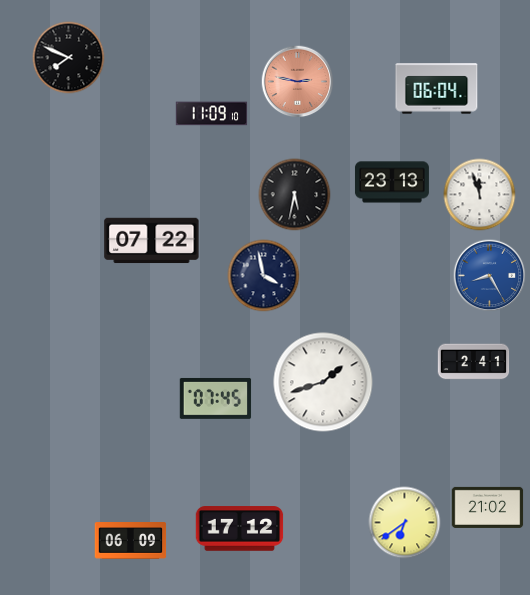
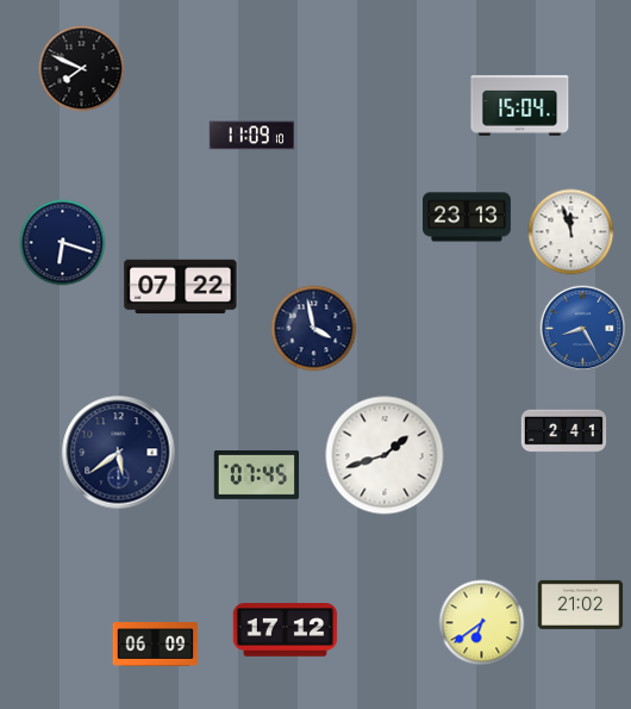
clock at (298, 82): 2:47 -> none
clock at (437, 89): 06:04 -> 15:04
clock at (295, 195): 5:32 -> none
clock at (63, 243): none -> 6:18
clock at (119, 453): none -> 5:39
